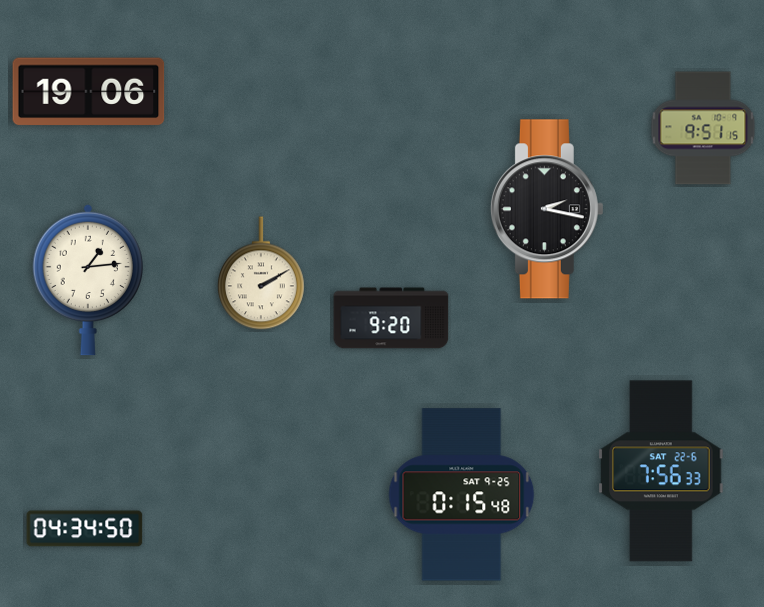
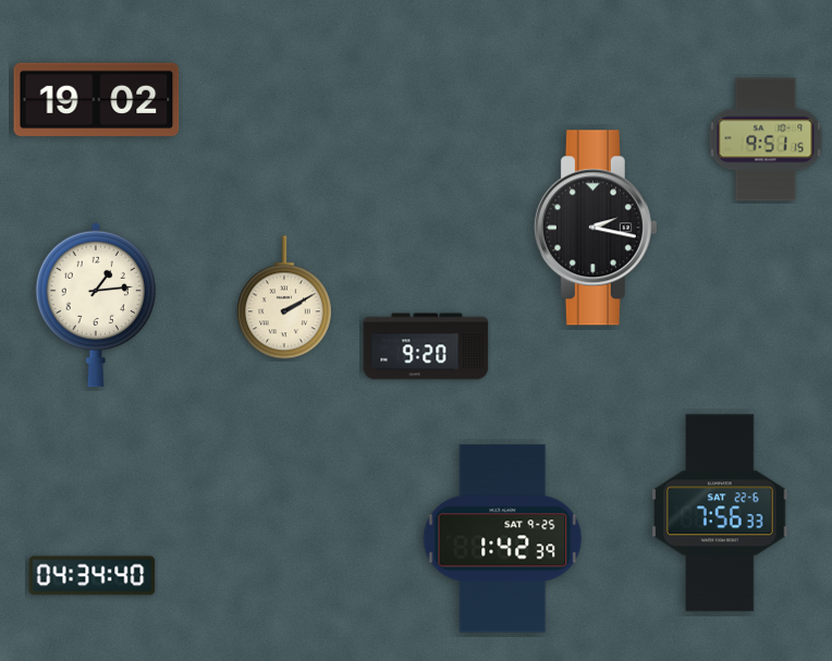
clock at (89, 92): 19:06 -> 19:02
clock at (462, 495): 0:15 -> 1:42
clock at (85, 529): 04:34:50 -> 04:34:40
